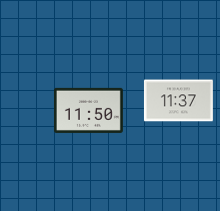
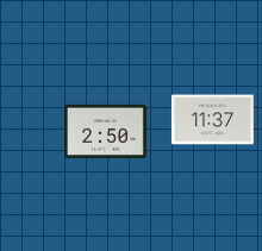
clock at (88, 110): 11:50 -> 2:50
